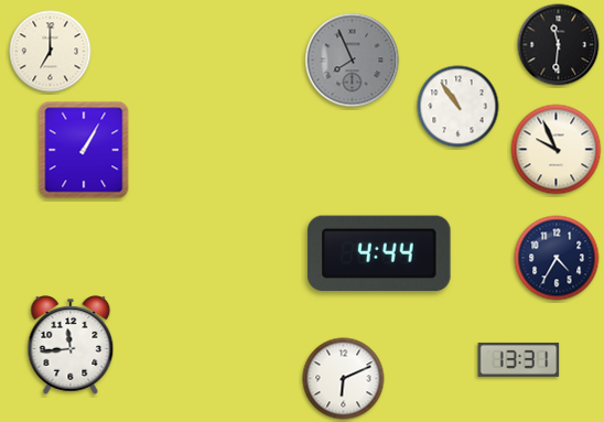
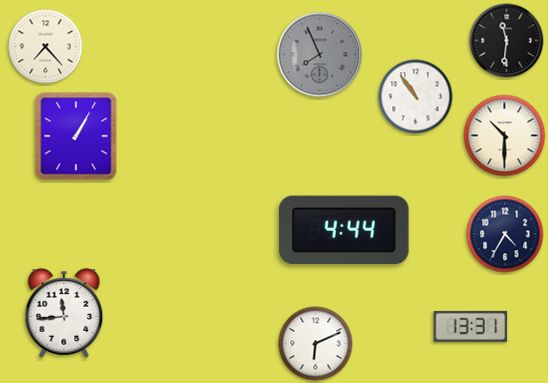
clock at (51, 52): 7:00 -> 7:23
clock at (557, 150): 9:56 -> 10:30
clock at (344, 379) position: (344, 379) -> (316, 344)
